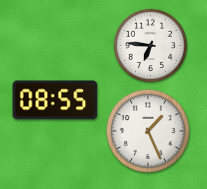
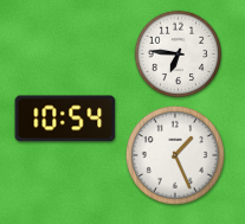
clock at (55, 100): 08:55 -> 10:54
